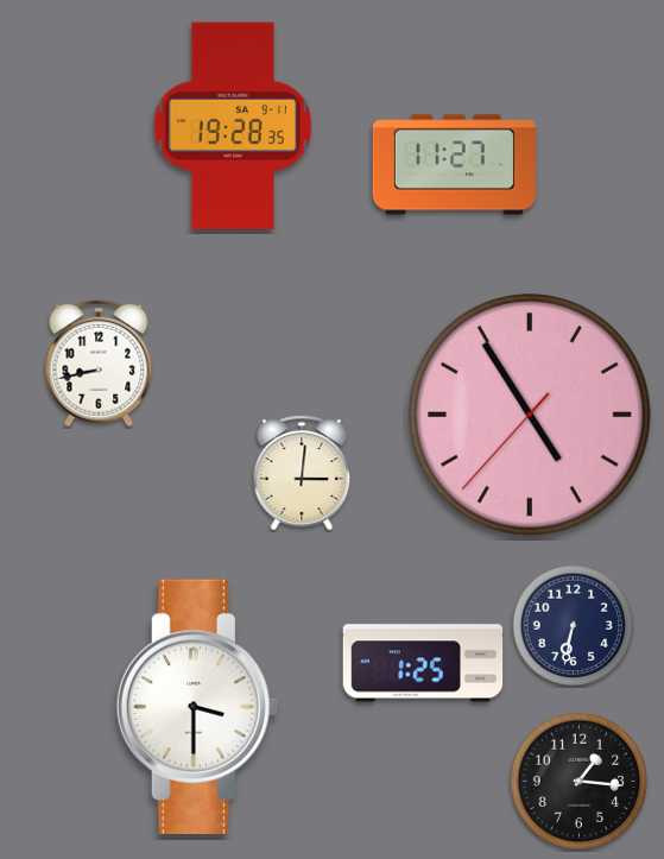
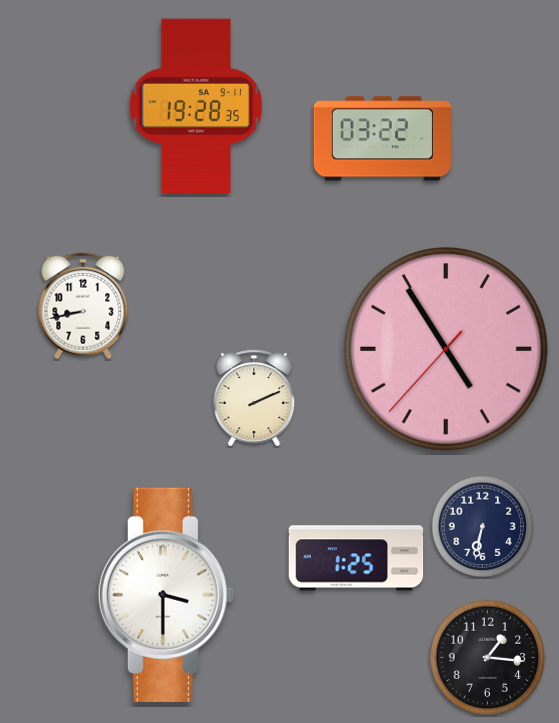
clock at (454, 165): 11:27 -> 03:22
clock at (302, 473): 3:01 -> 2:11
